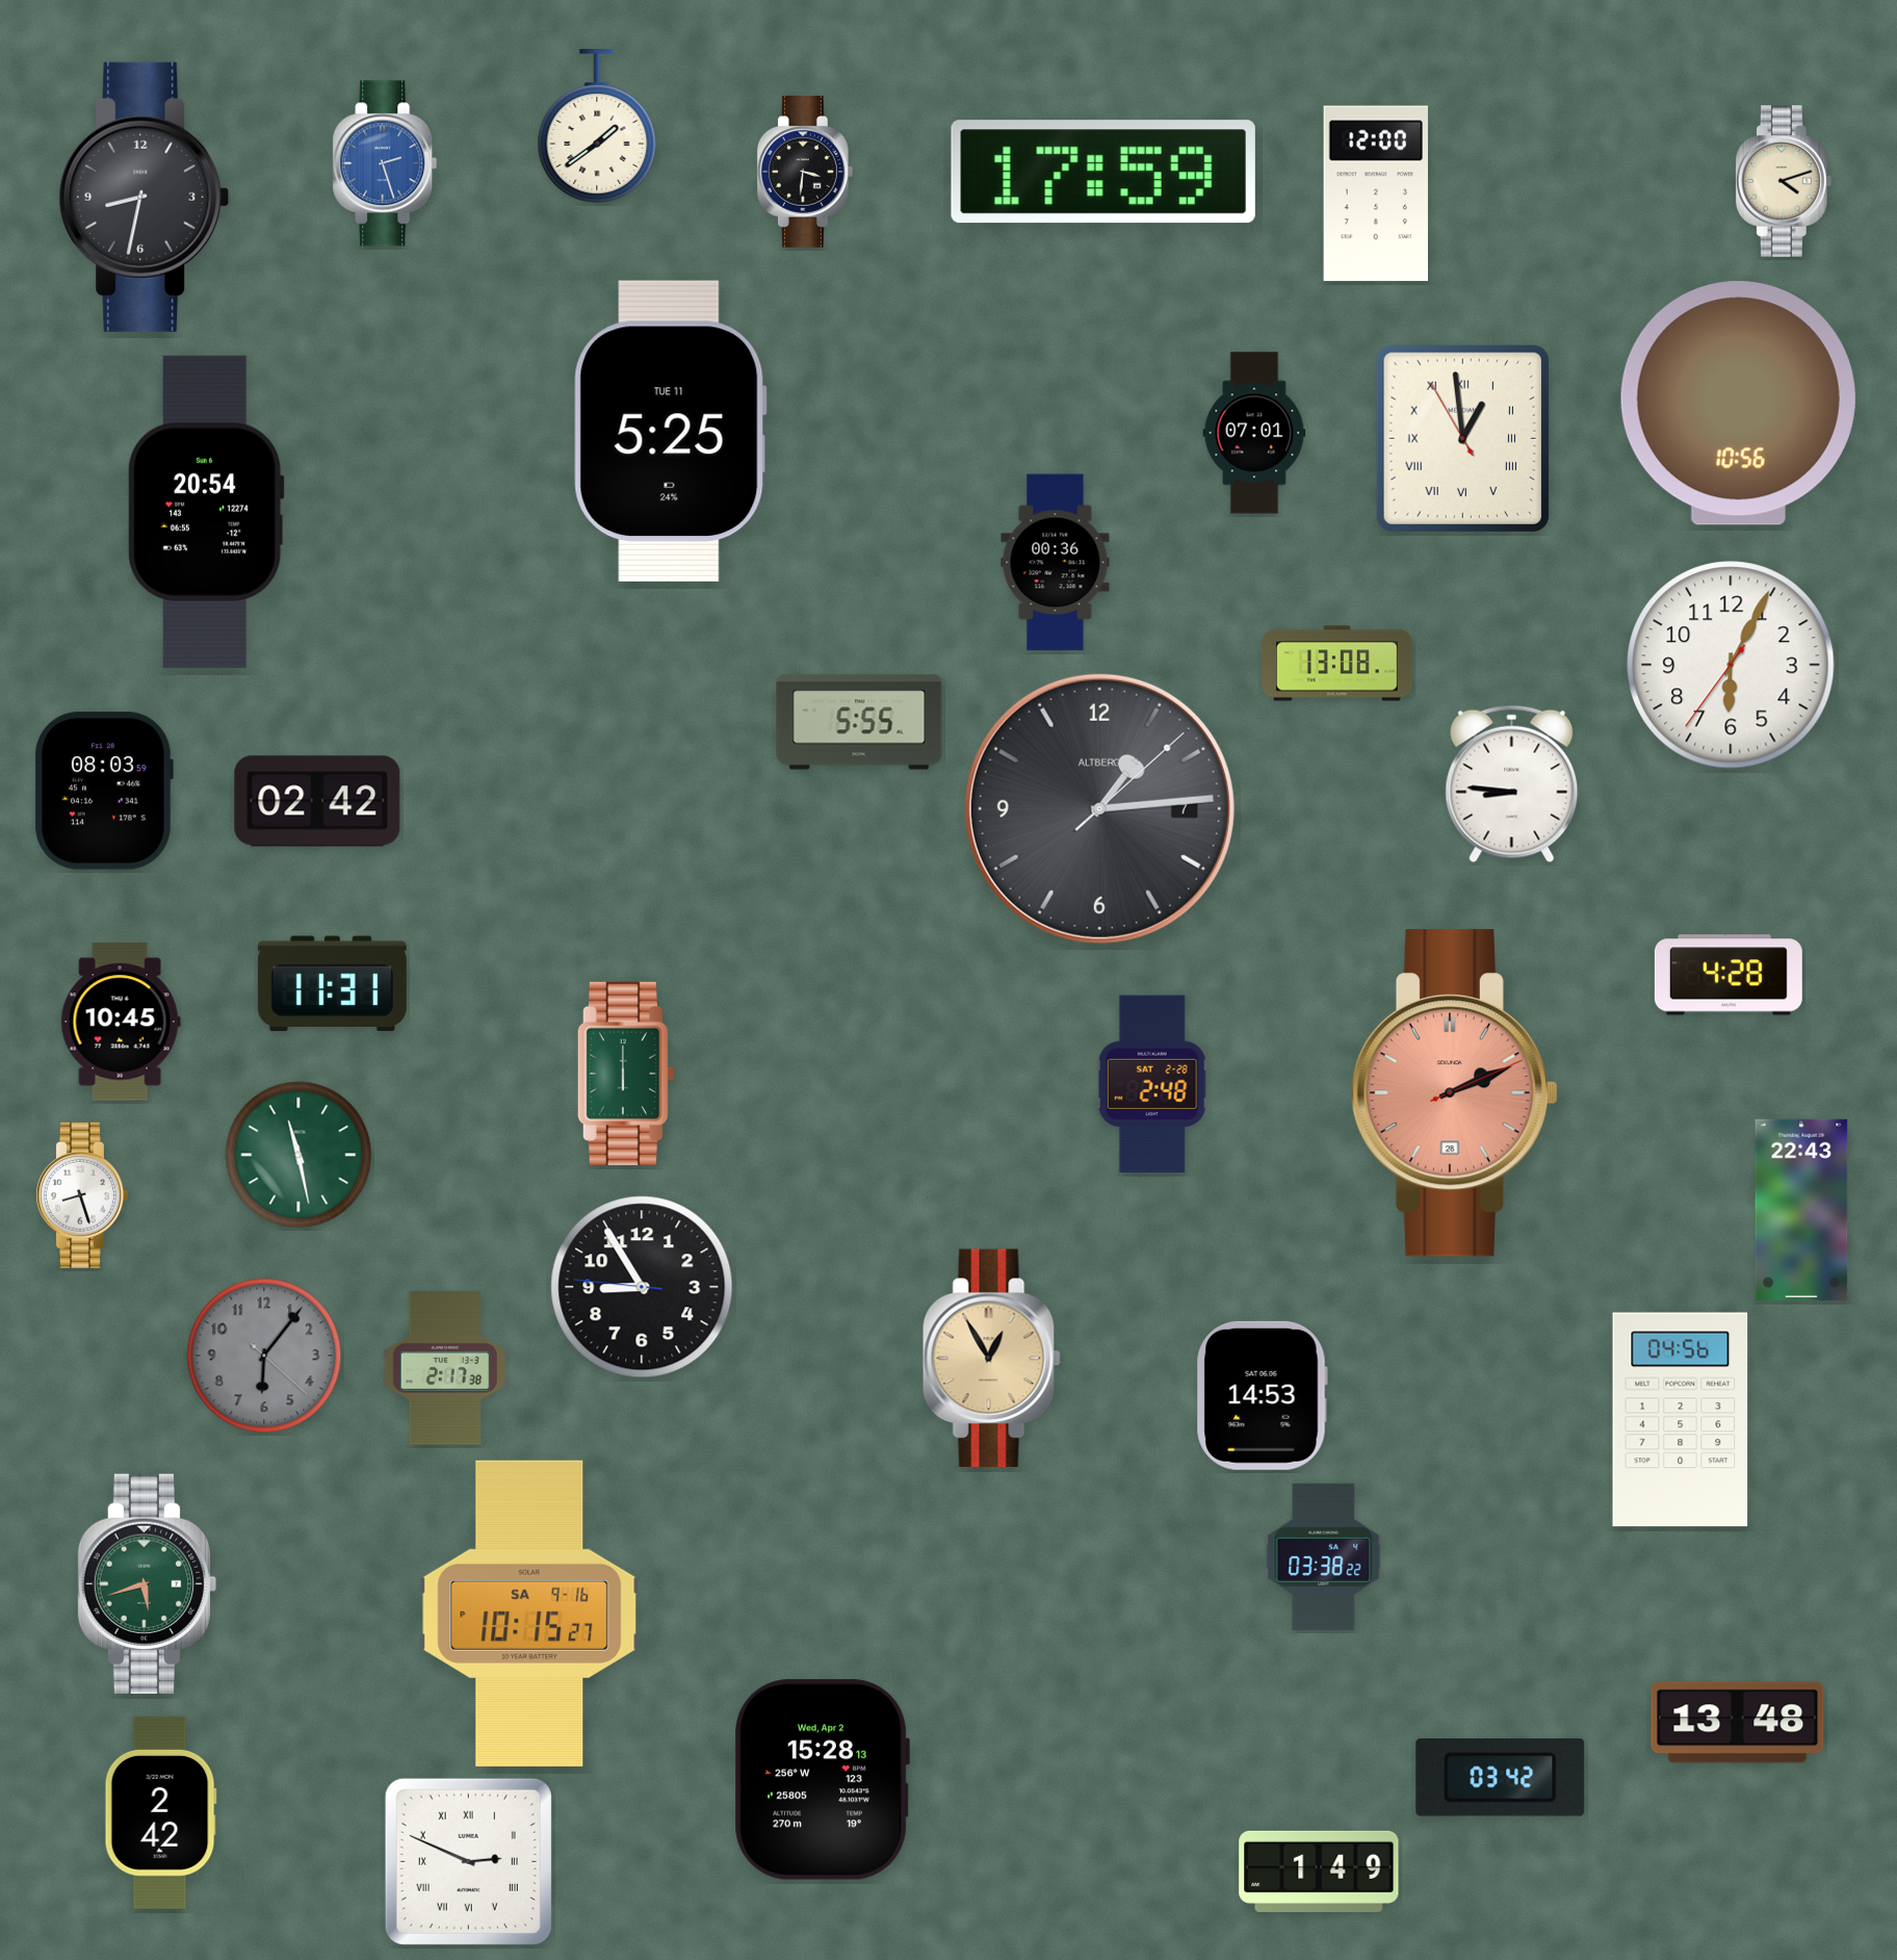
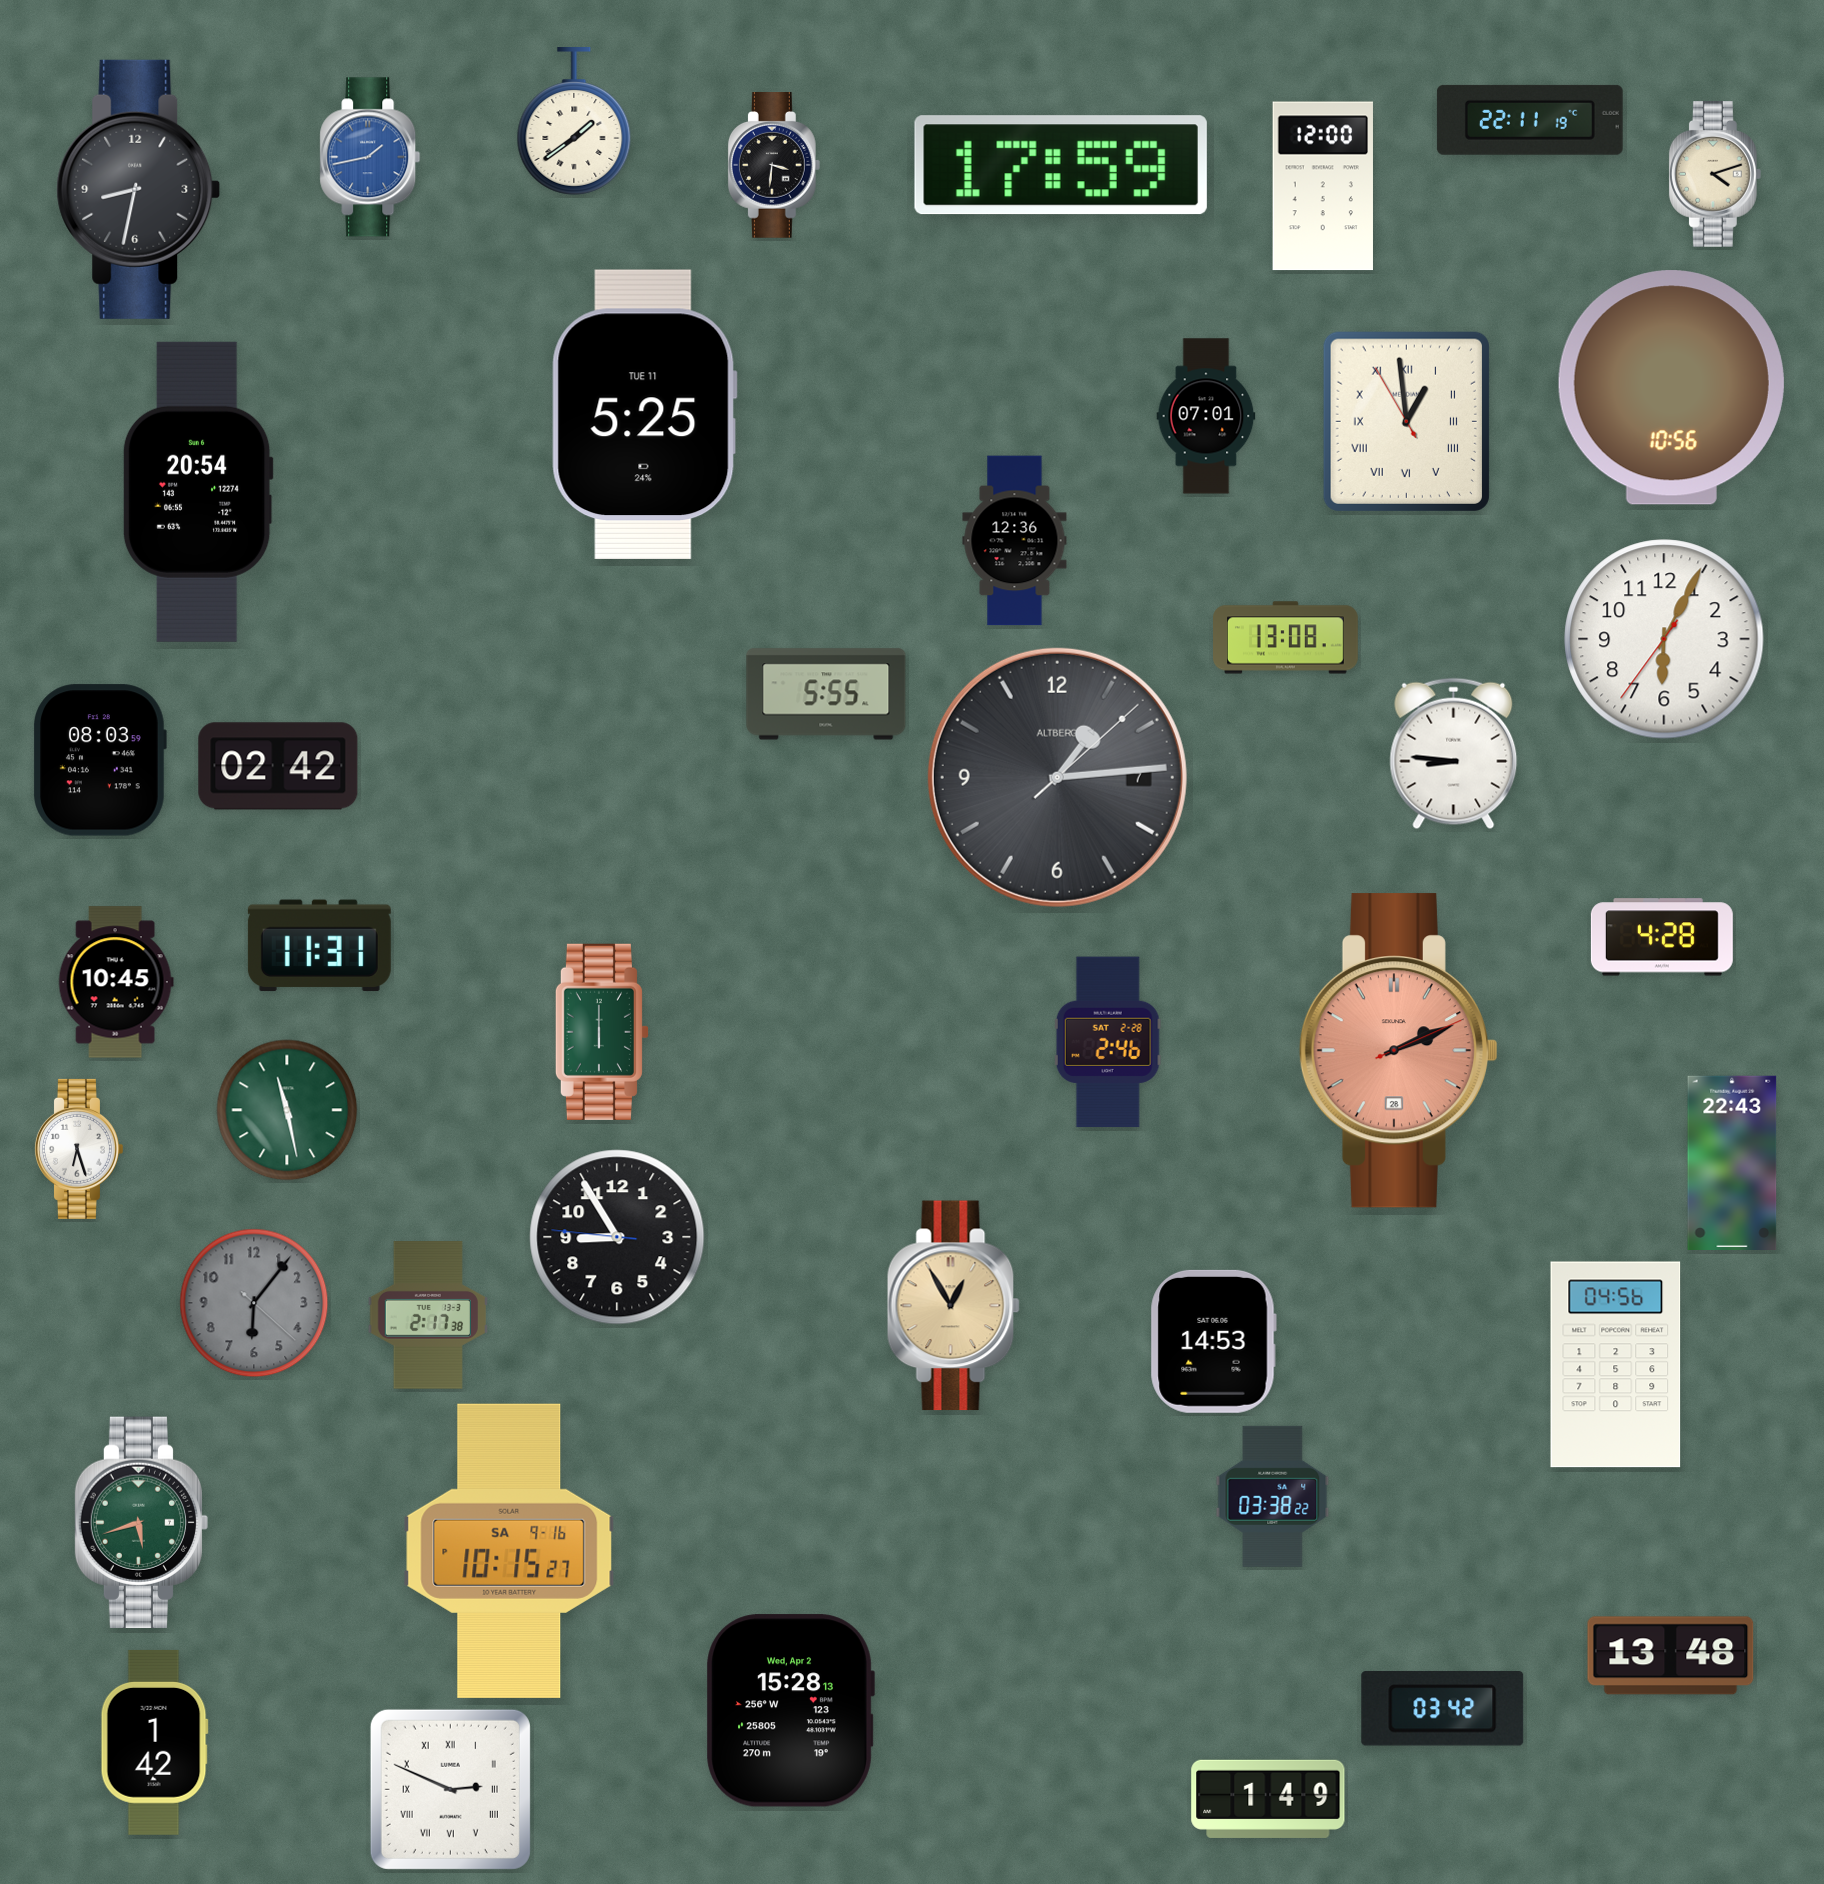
clock at (1530, 120): none -> 22:11
clock at (385, 163): 2:27 -> 1:43
clock at (1056, 563): 00:36 -> 12:36
clock at (317, 801) position: (317, 801) -> (278, 766)
clock at (1152, 1084): 2:48 -> 2:46
clock at (81, 1195): 8:27 -> 6:27
clock at (160, 1812): 2:42 -> 1:42
